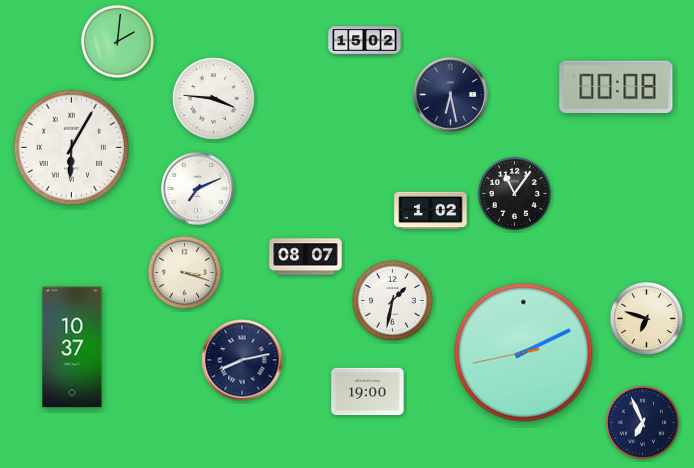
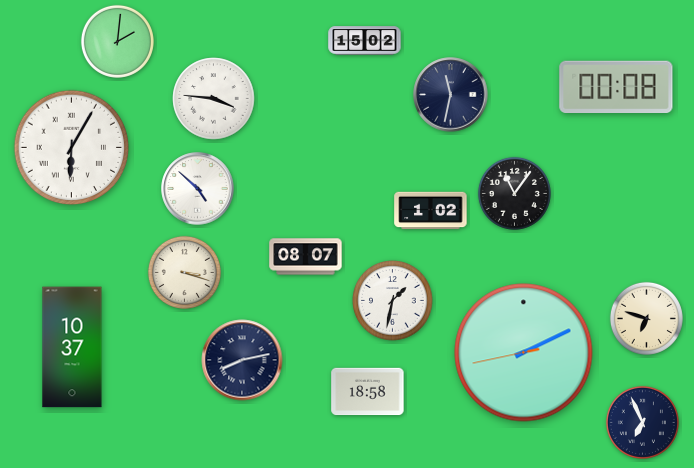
clock at (451, 95): 6:28 -> 11:32
clock at (198, 189): 7:11 -> 4:52
clock at (368, 392): 19:00 -> 18:58
